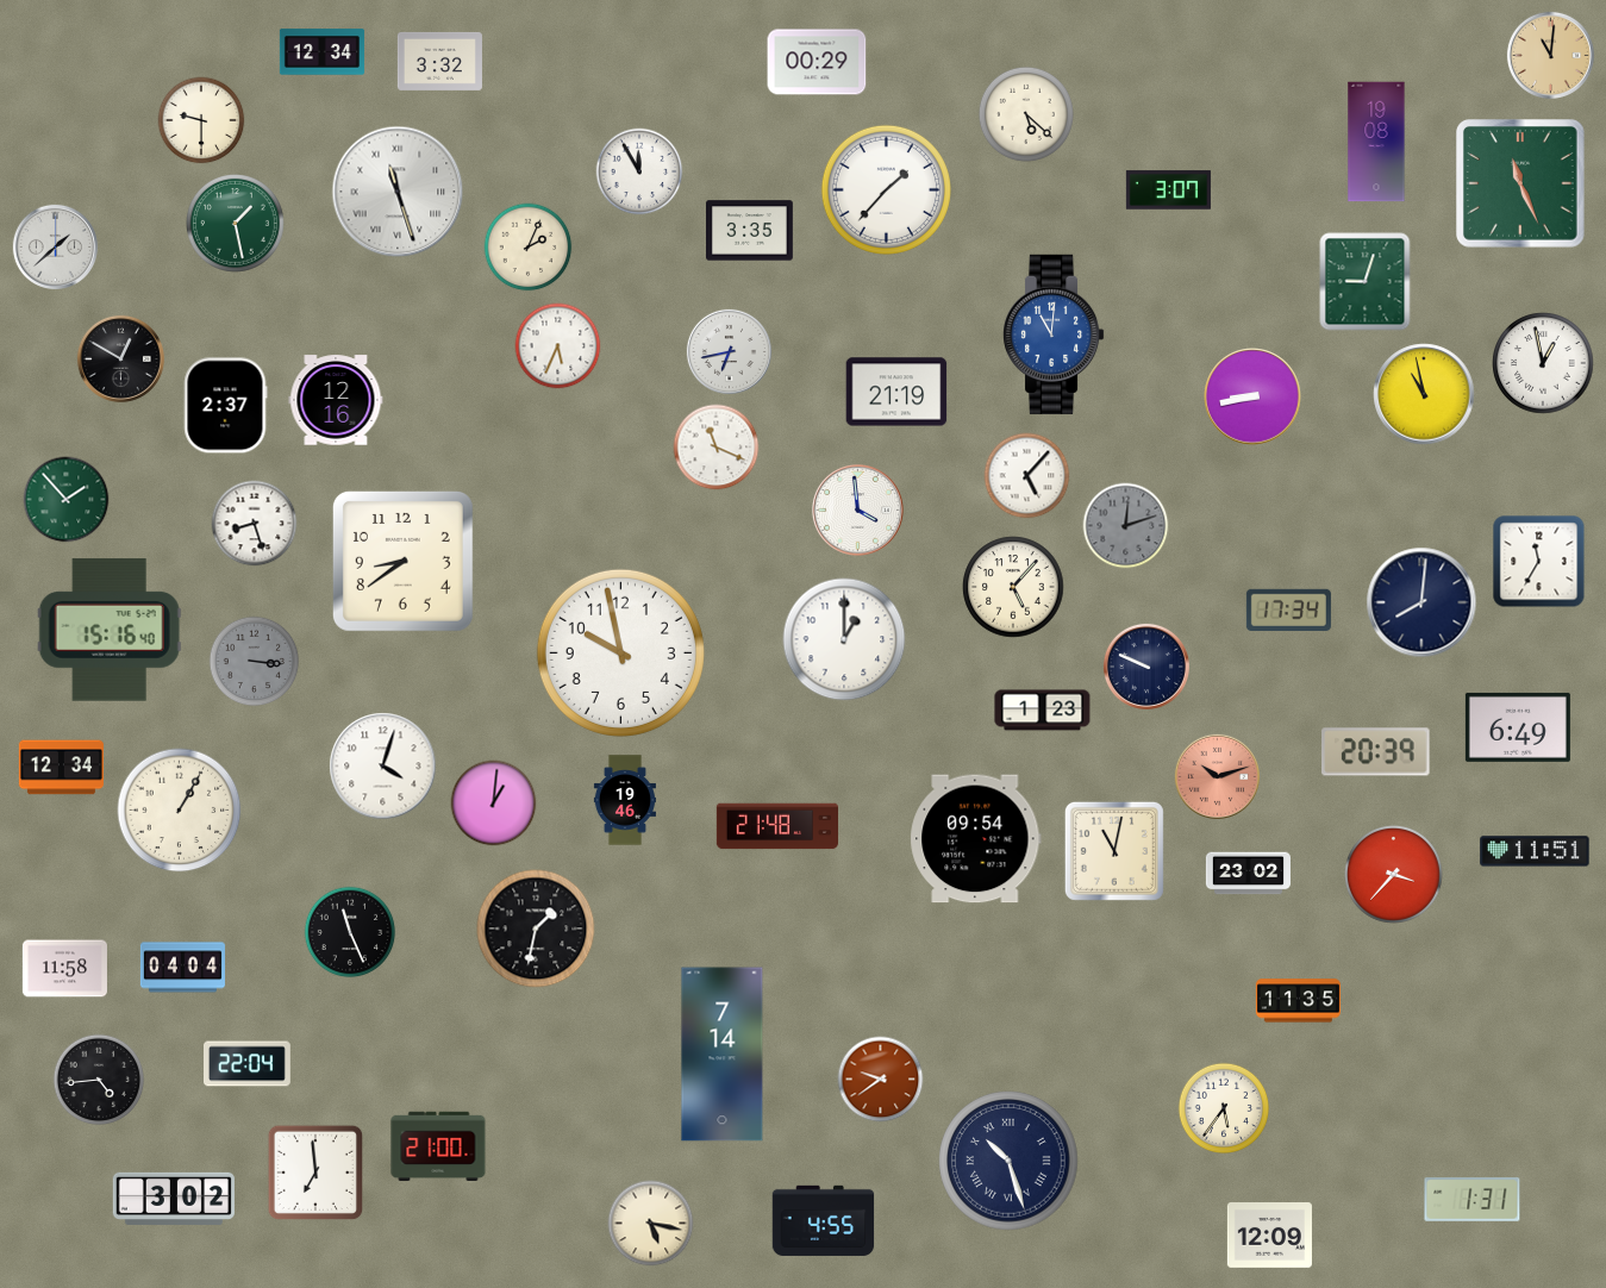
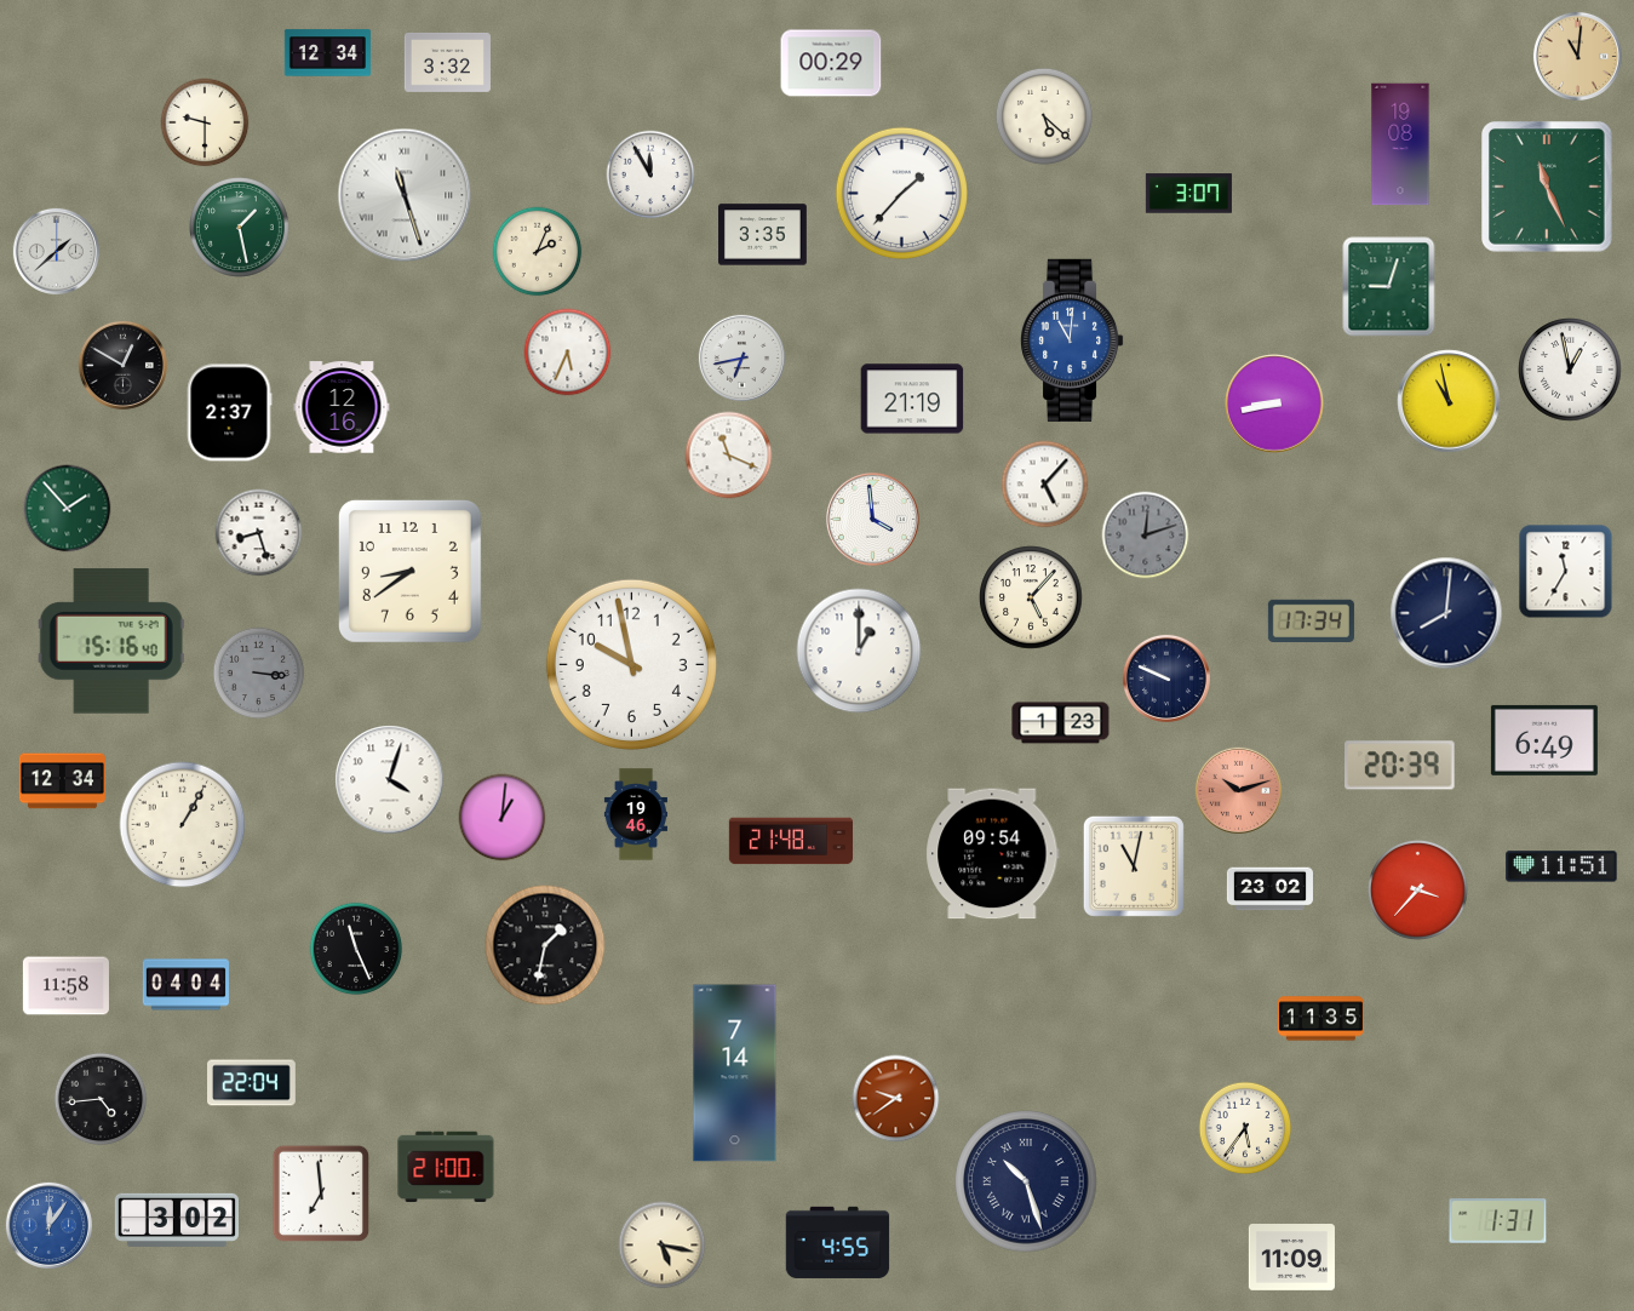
clock at (48, 1225): none -> 12:06
clock at (1269, 1236): 12:09 -> 11:09
